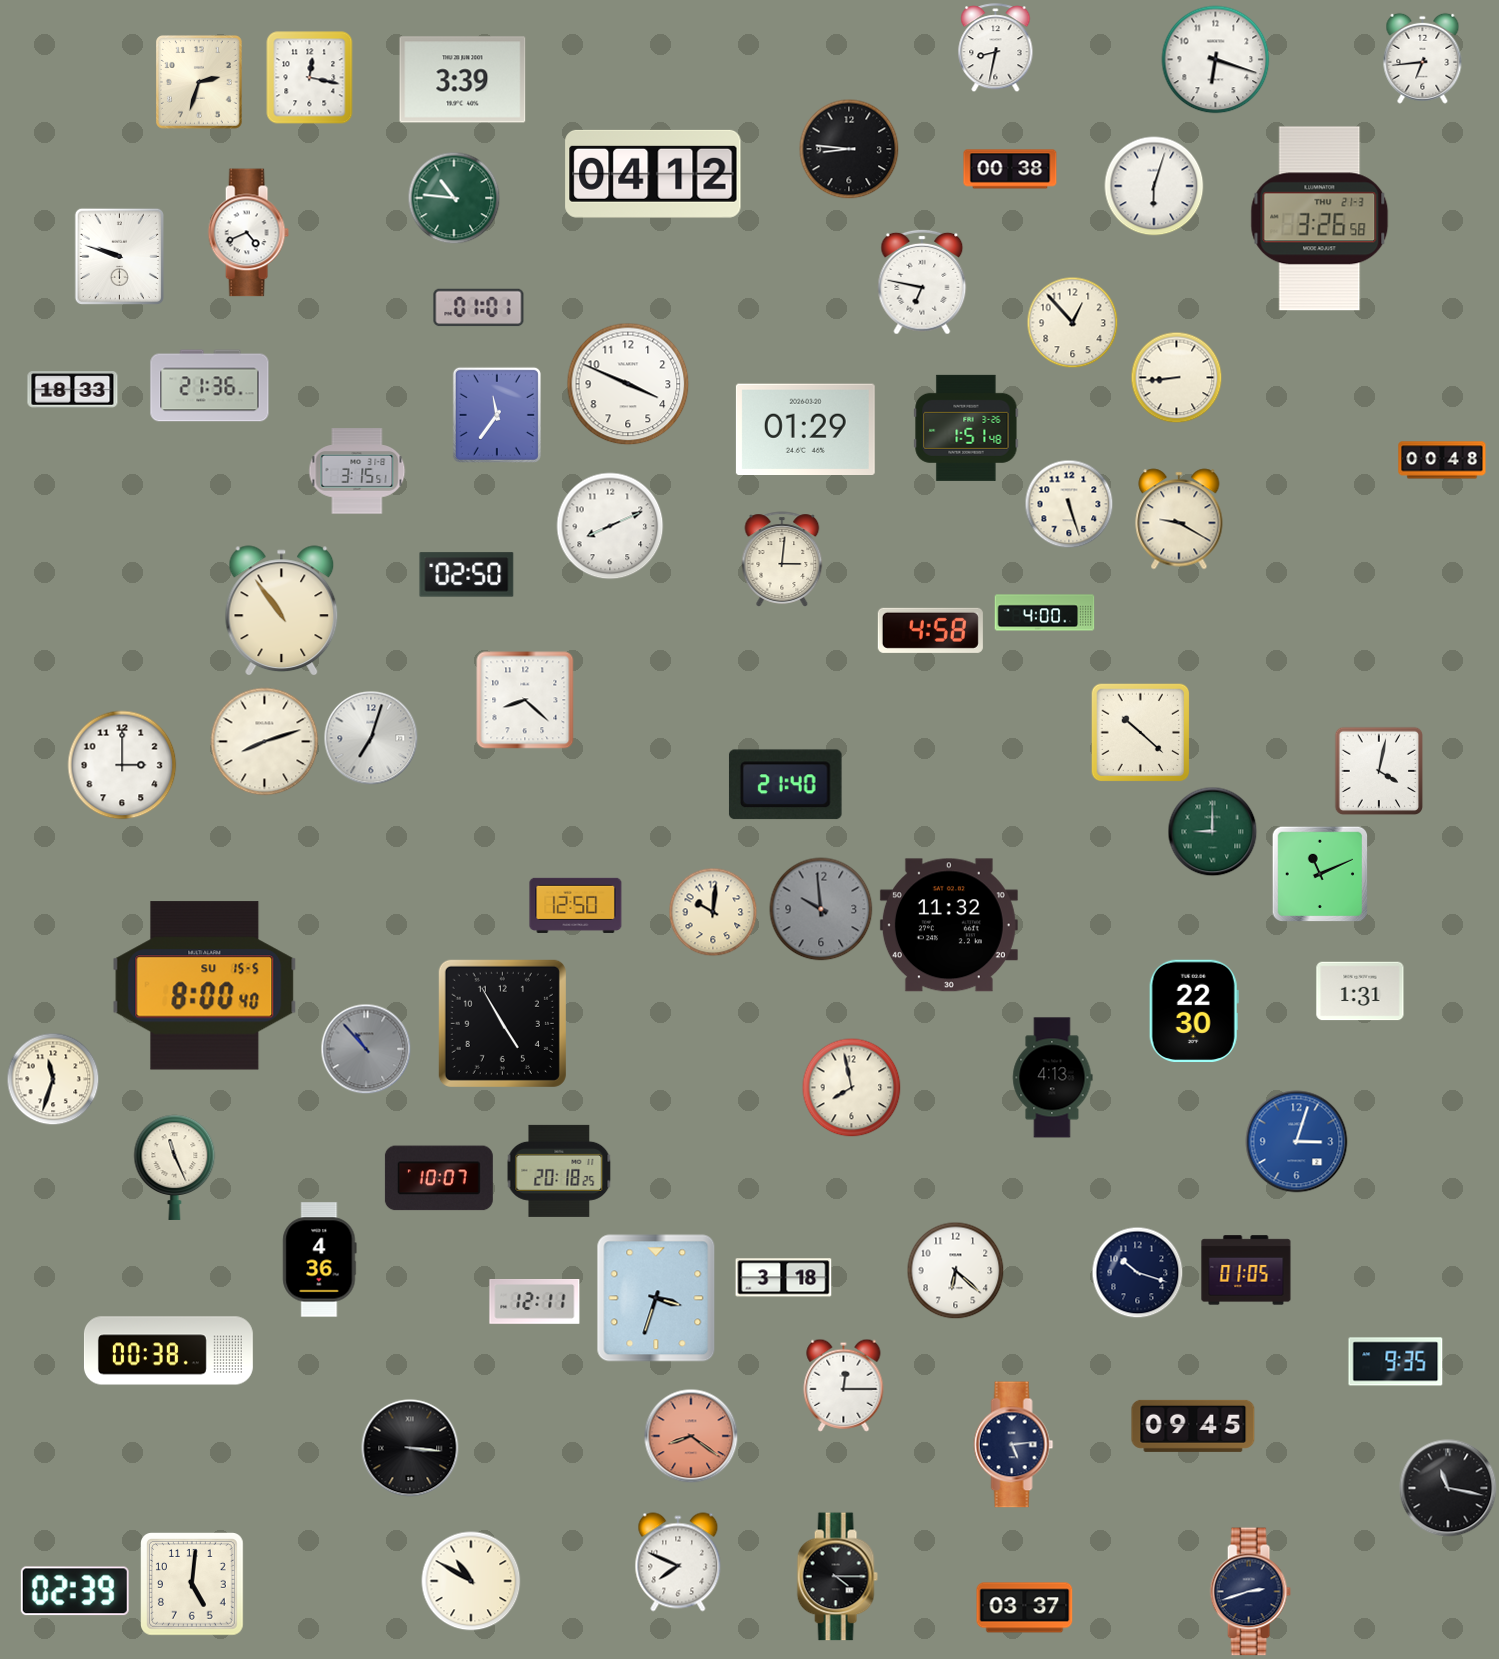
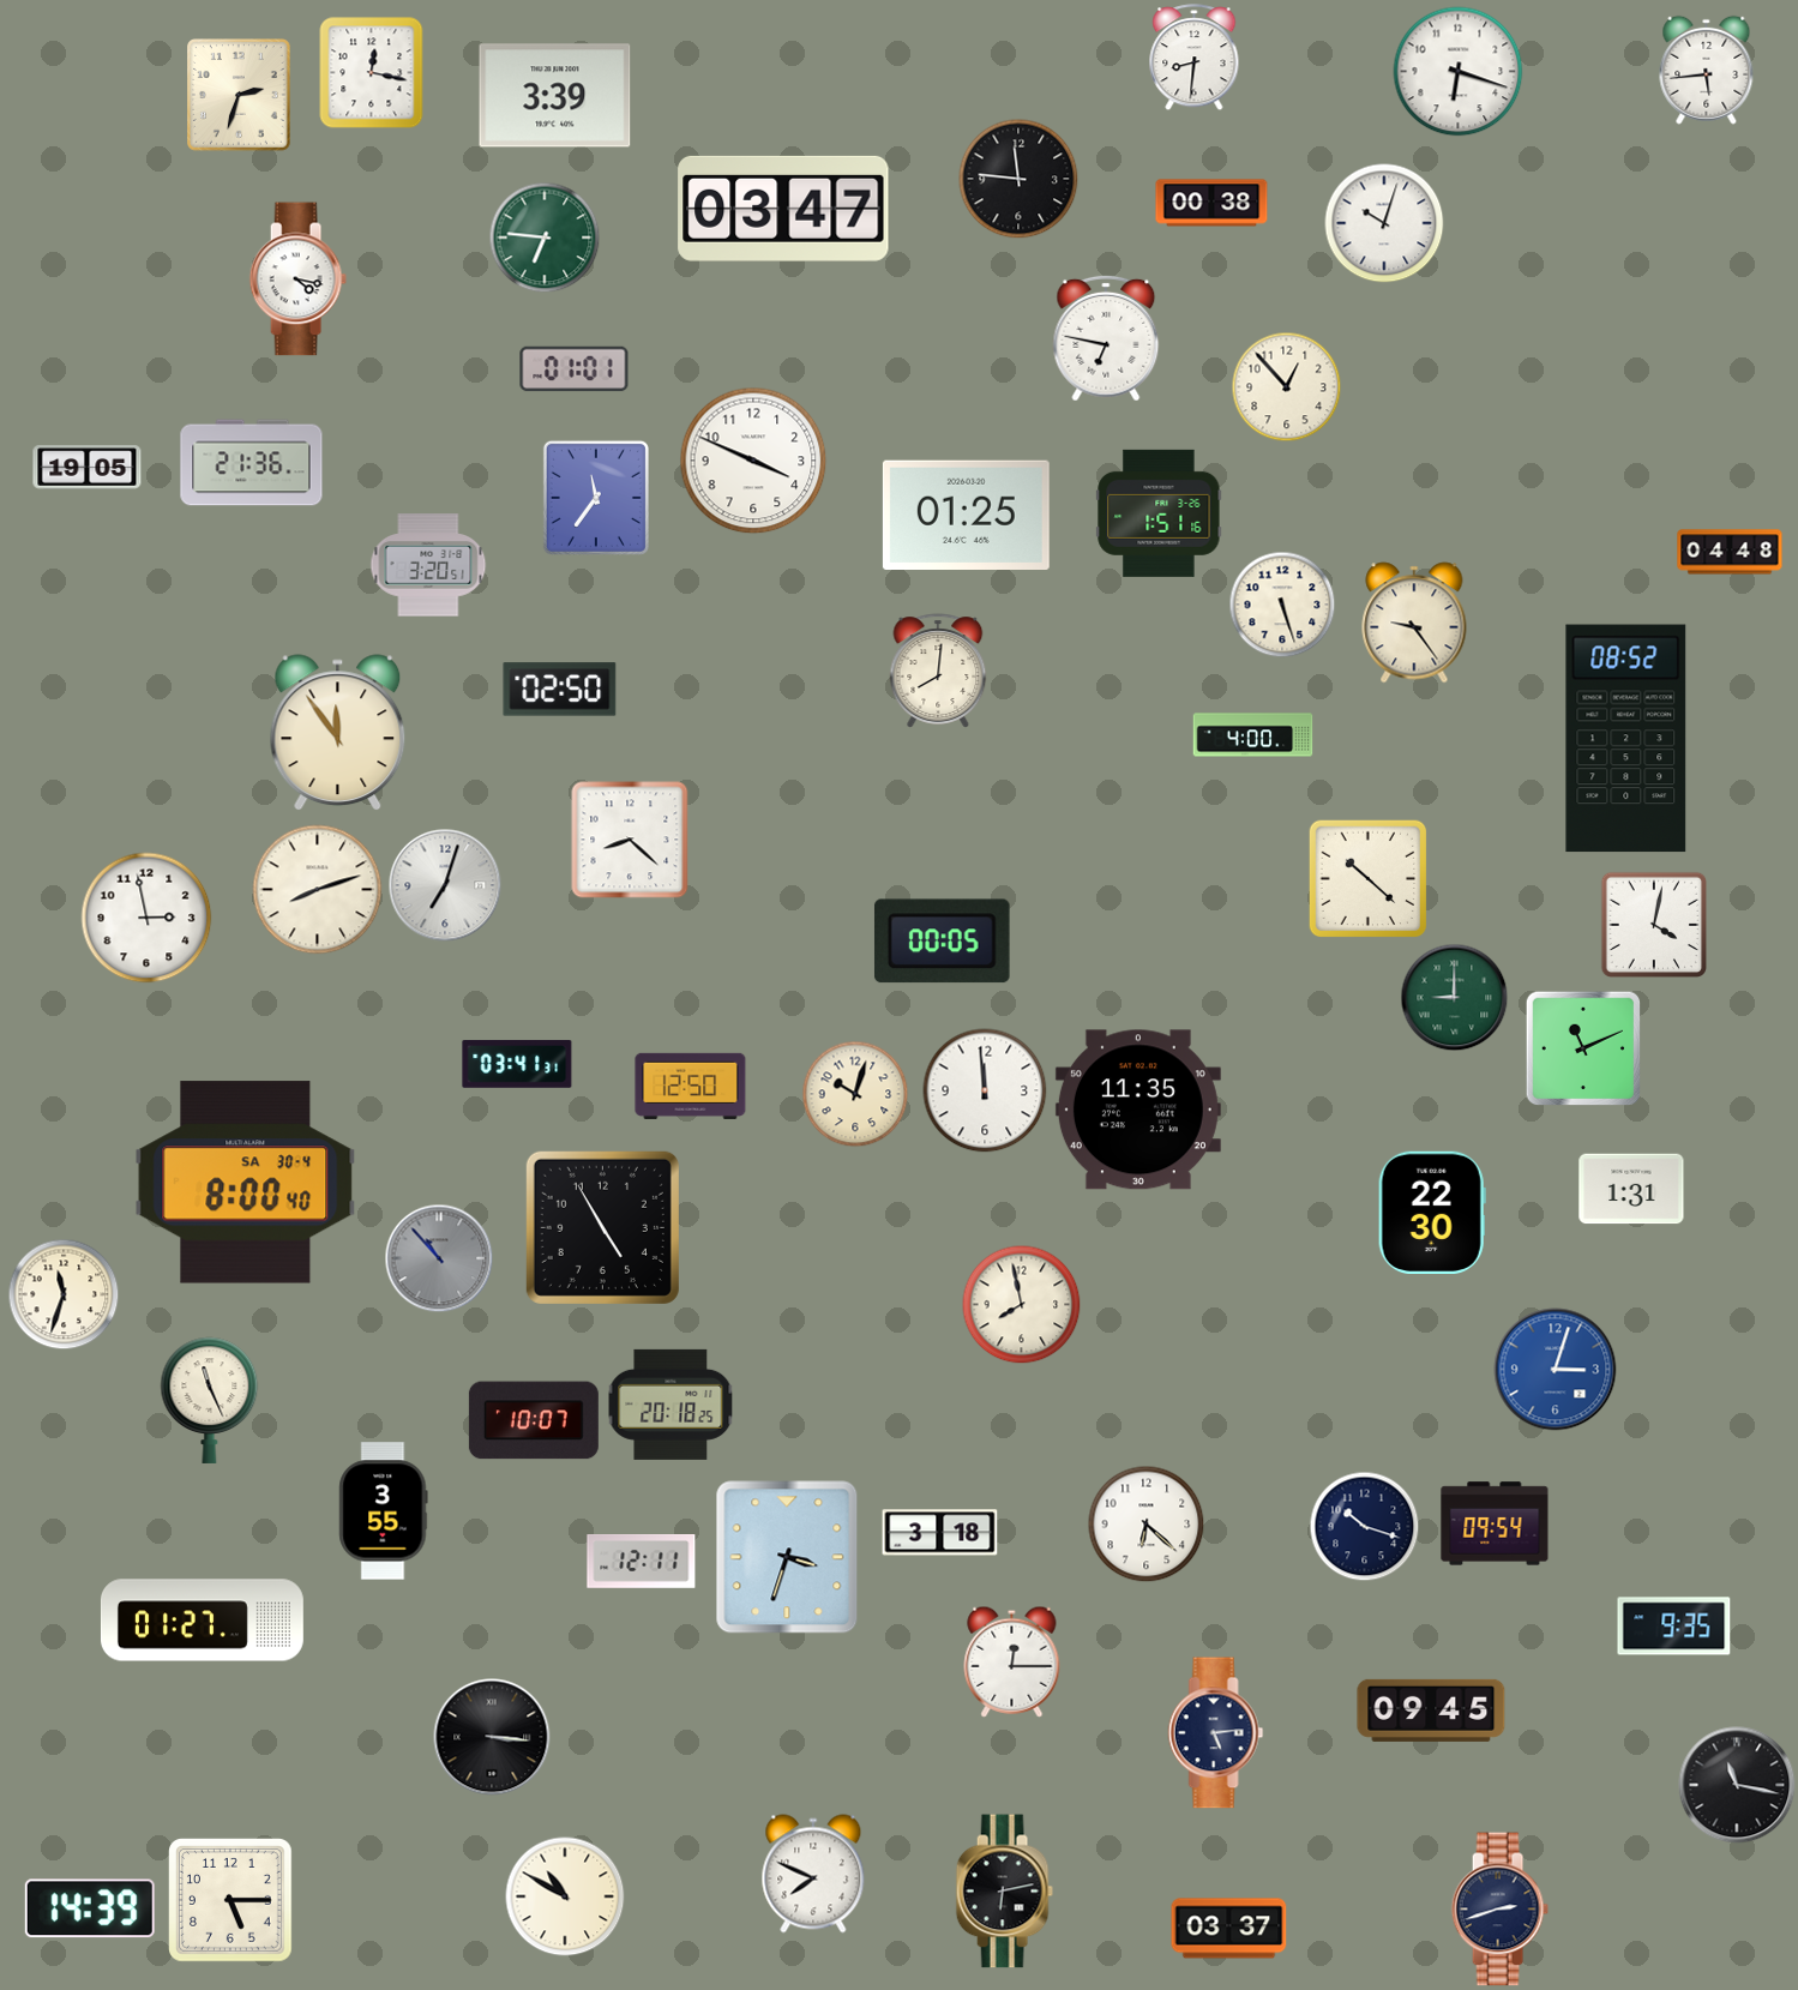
clock at (996, 48): 8:32 -> 8:31
clock at (1423, 58): 6:44 -> 5:44
clock at (310, 78) position: (310, 78) -> (372, 73)
clock at (200, 83) position: (200, 83) -> (240, 96)
clock at (849, 149): 8:46 -> 11:46
clock at (653, 174): 04:12 -> 03:47
clock at (1154, 186): 6:03 -> 10:03
clock at (454, 198): 10:46 -> 6:46
clock at (1320, 219): 3:26 -> none
clock at (248, 233): 4:41 -> 4:17
clock at (119, 256): 9:48 -> none
clock at (1177, 378): 8:44 -> none
clock at (73, 390): 18:33 -> 19:05
clock at (966, 428): 1:51:48 -> 1:51:16
clock at (805, 429): 01:29 -> 01:25
clock at (1442, 460): 00:48 -> 04:48
clock at (357, 471): 3:15 -> 3:20
clock at (1179, 519): 9:20 -> 9:24
clock at (610, 526): 8:11 -> none
clock at (782, 559): 3:01 -> 8:01
clock at (282, 610): 10:54 -> 11:54
clock at (1626, 739): none -> 08:52
clock at (930, 630): 4:58 -> none
clock at (122, 765): 3:00 -> 2:58
clock at (786, 785): 21:40 -> 00:05
clock at (517, 1065): none -> 03:41
clock at (821, 909): 9:59 -> 11:59
clock at (821, 909) dial: grey -> white
clock at (713, 912): 10:01 -> 10:03
clock at (949, 925): 11:32 -> 11:35
clock at (205, 986) date: SU 15-5 -> SA 30-4
clock at (1053, 1078): 4:13 -> none
clock at (439, 1178) position: (439, 1178) -> (534, 1420)
clock at (320, 1260): 4:36 -> 3:55
clock at (1246, 1270): 01:05 -> 09:54
clock at (168, 1351): 00:38 -> 01:27
clock at (1396, 1362) position: (1396, 1362) -> (1674, 1627)
clock at (691, 1436): 8:21 -> none
clock at (837, 1577): 4:15 -> 6:13
clock at (193, 1585): 5:01 -> 5:15
clock at (75, 1591): 02:39 -> 14:39
